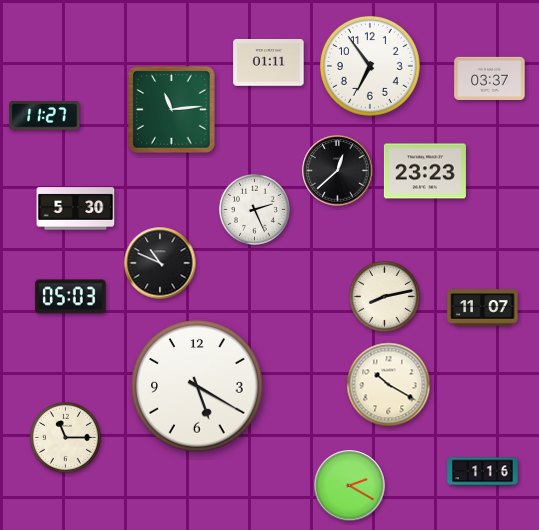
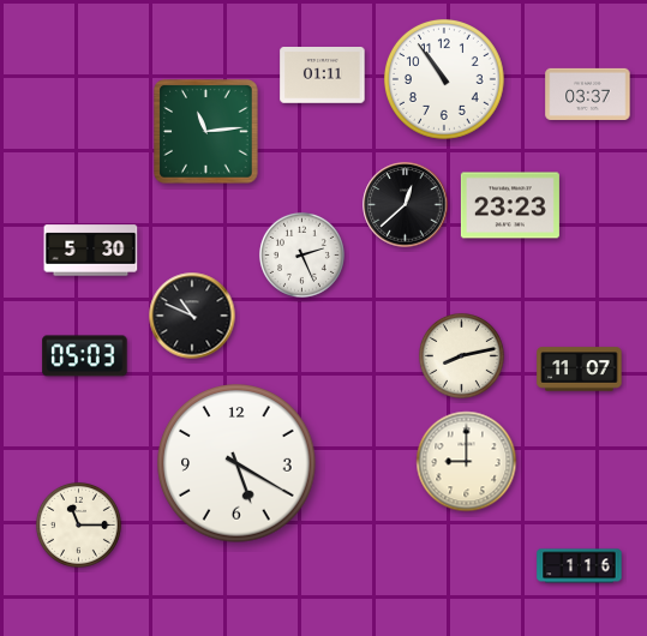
clock at (370, 66): 6:54 -> 10:54
clock at (45, 116): 11:27 -> none
clock at (254, 209) position: (254, 209) -> (301, 254)
clock at (389, 385): 10:20 -> 9:00
clock at (350, 486): 2:20 -> none
